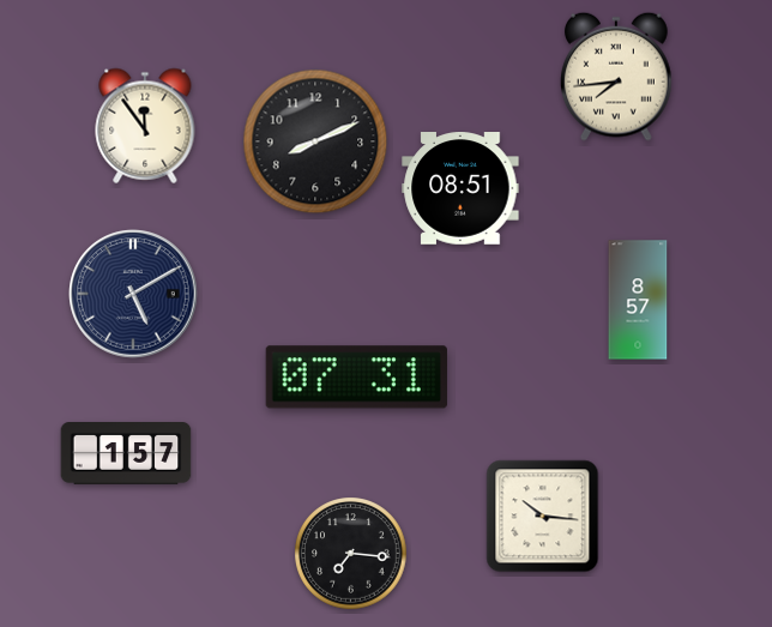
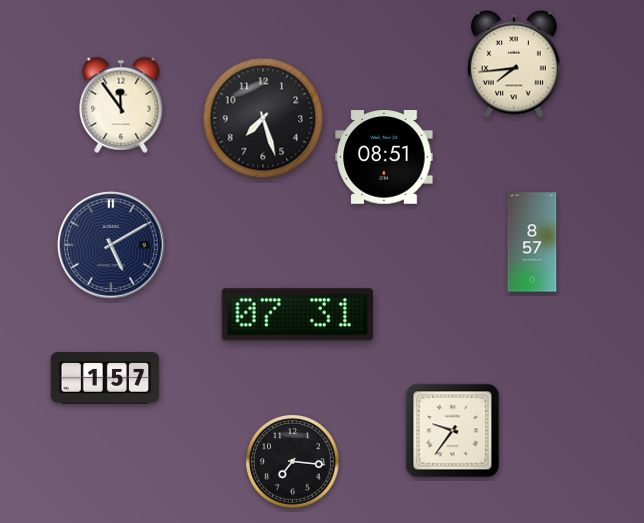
clock at (315, 141): 8:11 -> 7:27
clock at (638, 300) position: (638, 300) -> (532, 242)
clock at (543, 517): 10:16 -> 9:36
